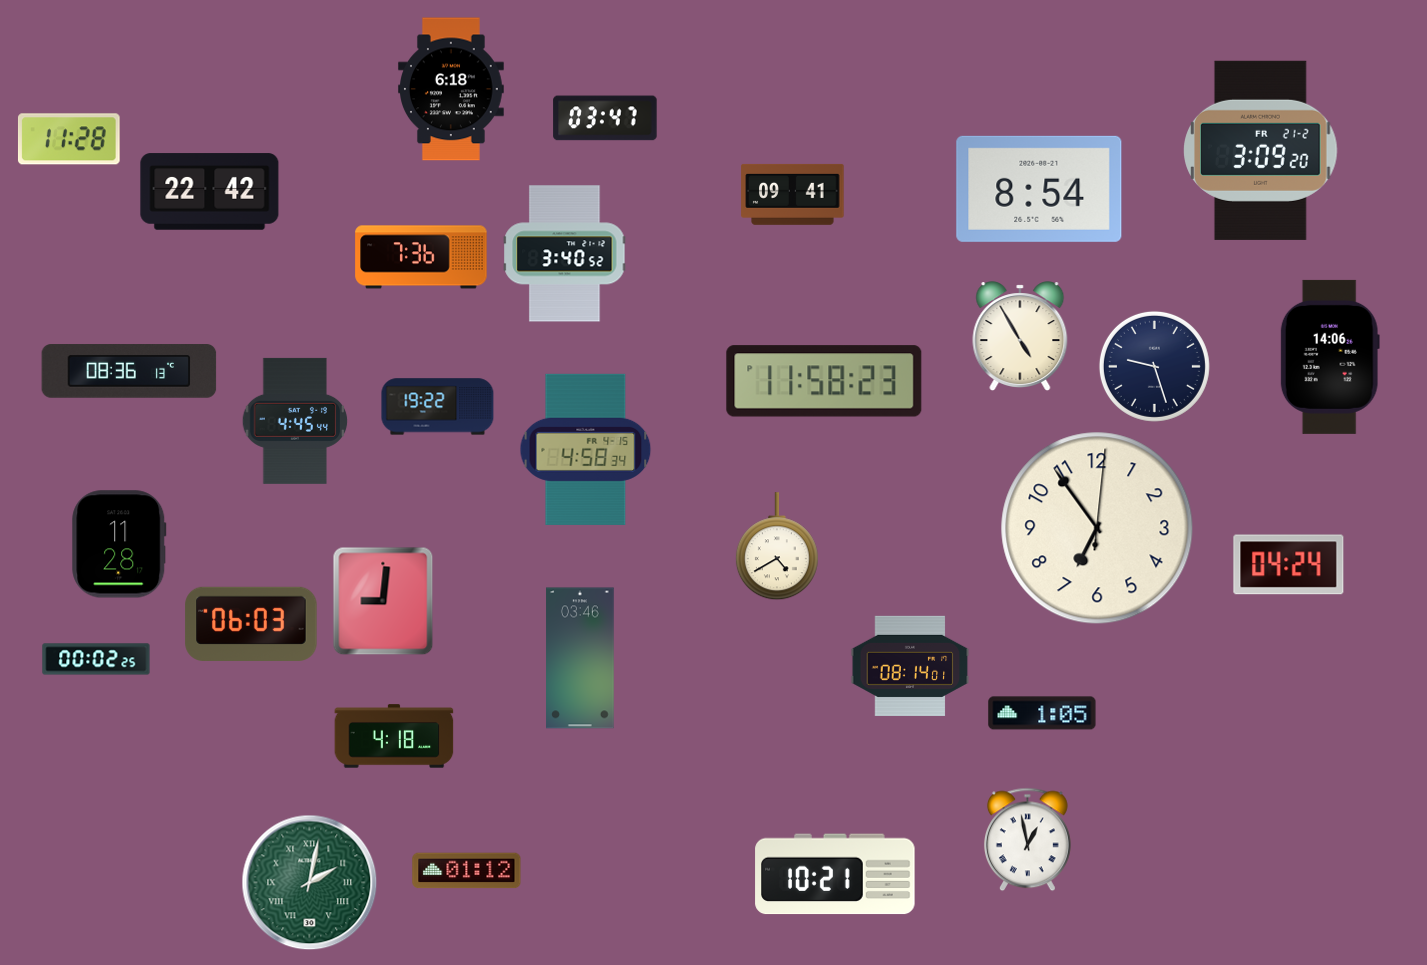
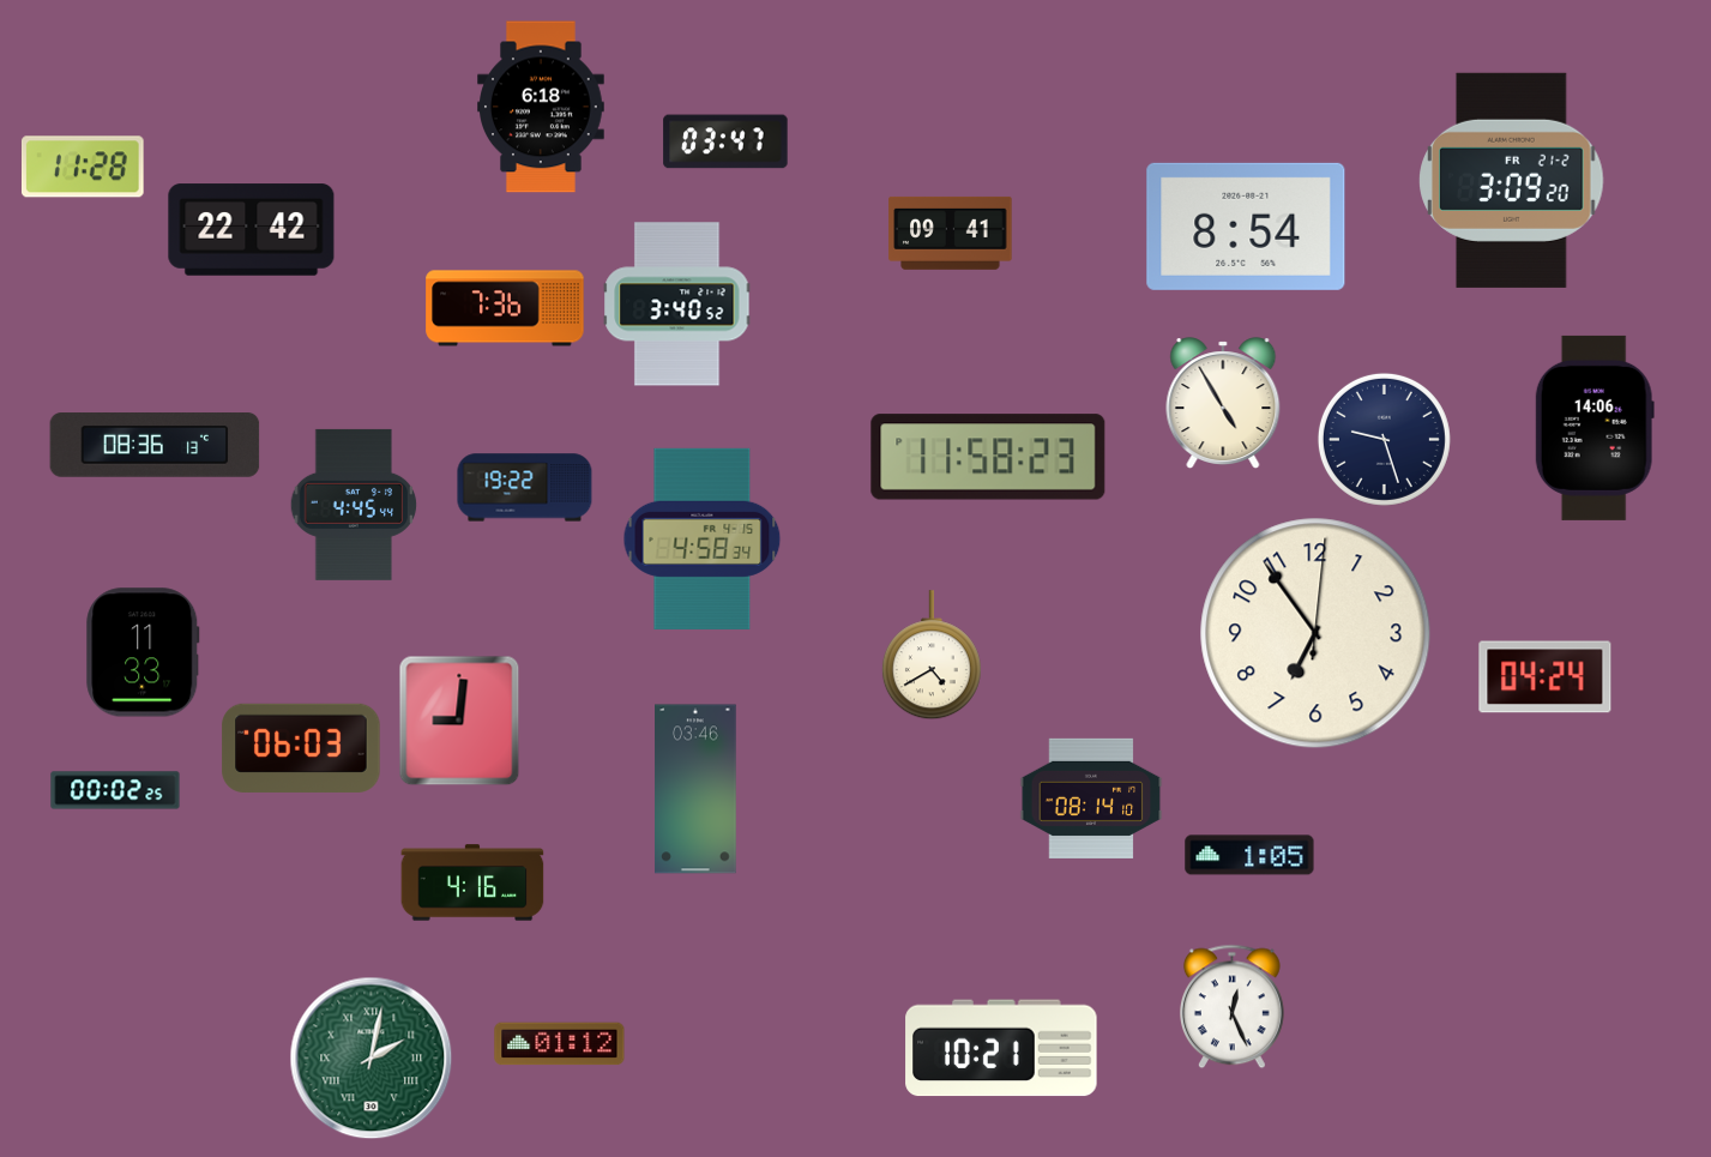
clock at (119, 544): 11:28 -> 11:33
clock at (910, 666): 08:14:01 -> 08:14:10
clock at (394, 736): 4:18 -> 4:16
clock at (1027, 840): 12:58 -> 12:26
